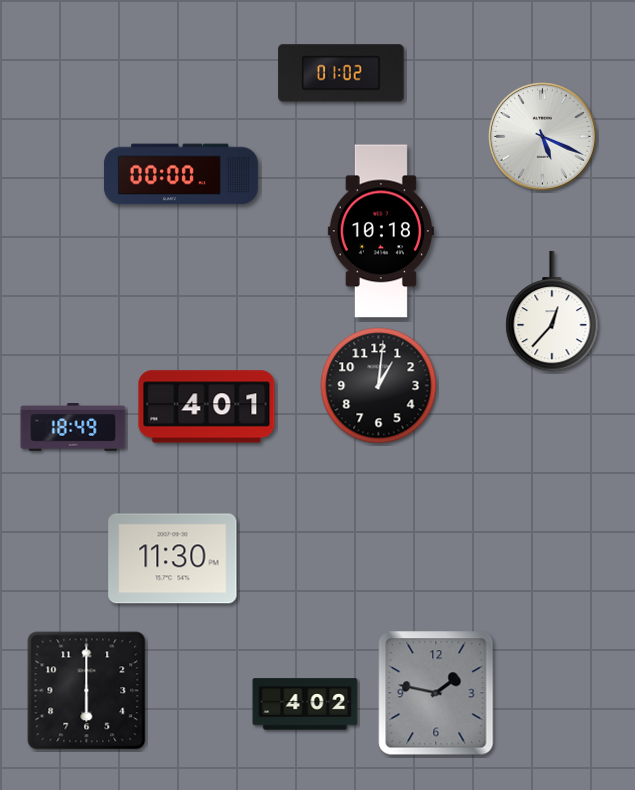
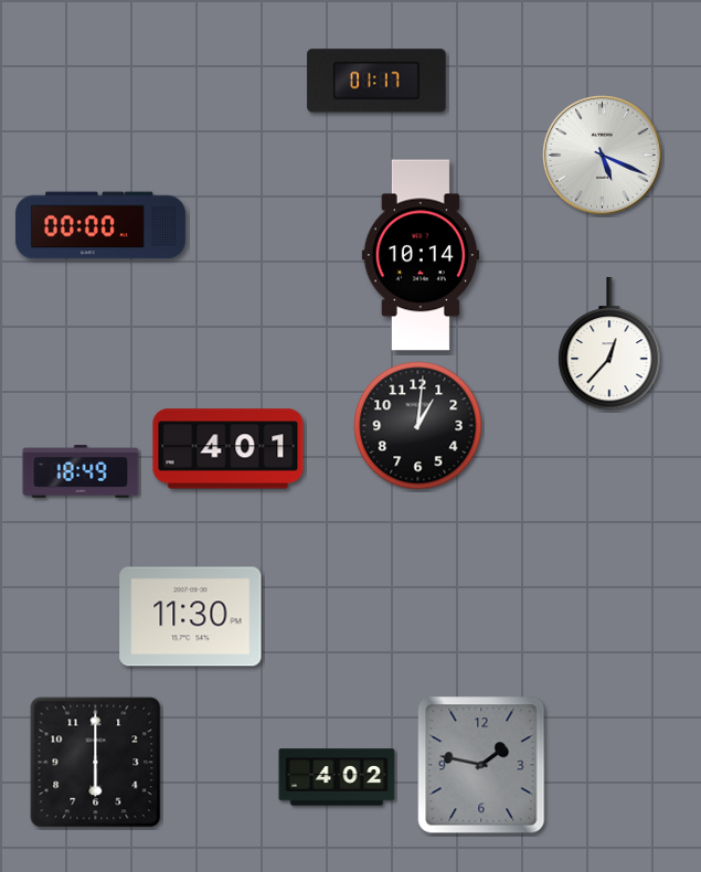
clock at (341, 73): 01:02 -> 01:17
clock at (543, 137) position: (543, 137) -> (603, 156)
clock at (181, 174) position: (181, 174) -> (100, 225)
clock at (381, 231): 10:18 -> 10:14
